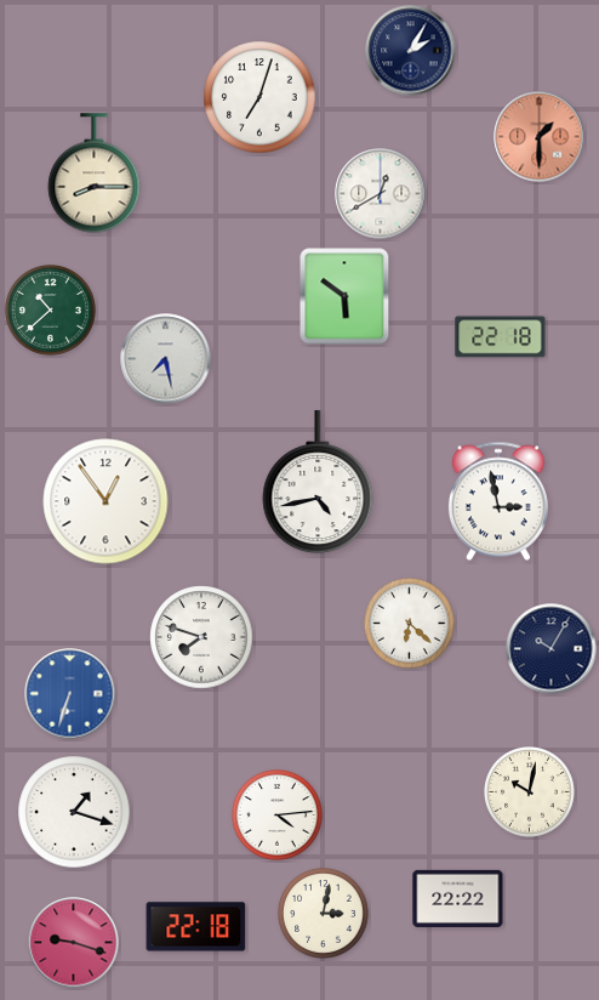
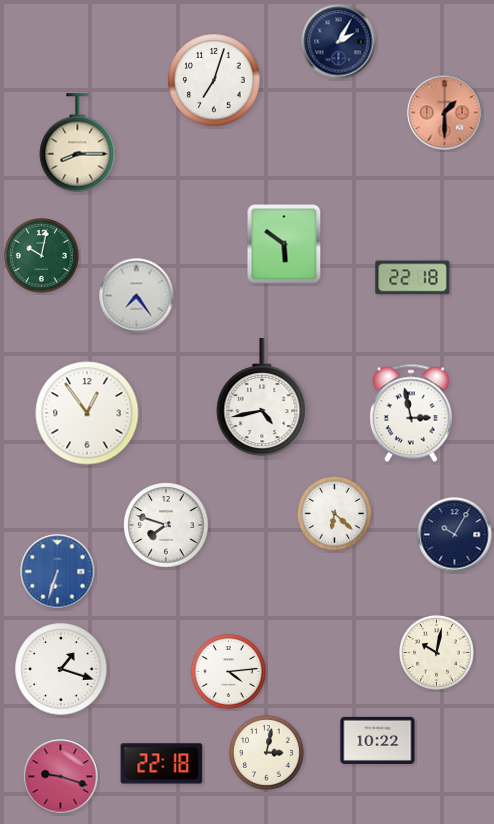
clock at (381, 194): 12:40 -> none
clock at (51, 311): 10:38 -> 10:02
clock at (166, 359): 7:28 -> 7:24
clock at (410, 624) position: (410, 624) -> (335, 514)
clock at (458, 898): 22:22 -> 10:22
